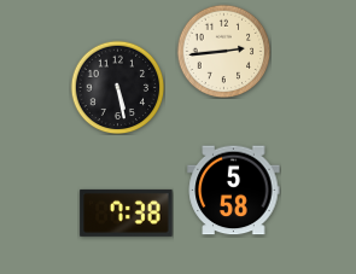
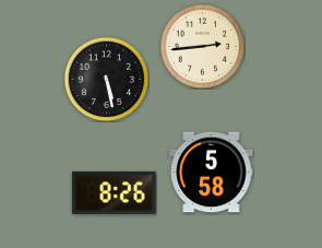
clock at (127, 212): 7:38 -> 8:26
